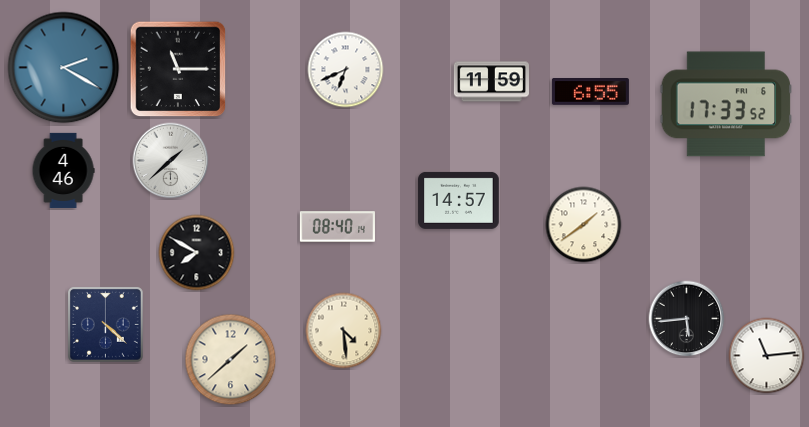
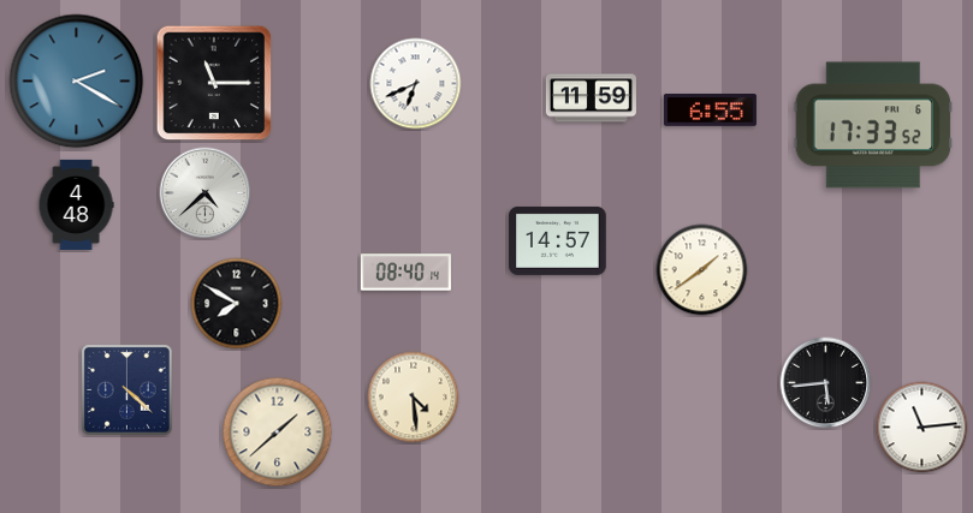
clock at (171, 161): 1:38 -> 4:38
clock at (63, 170): 4:46 -> 4:48
clock at (459, 200) position: (459, 200) -> (558, 240)
